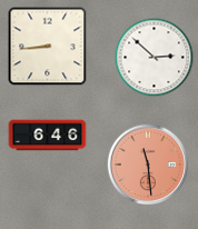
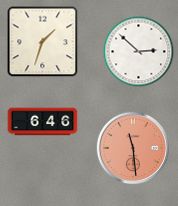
clock at (48, 47): 8:44 -> 1:33
